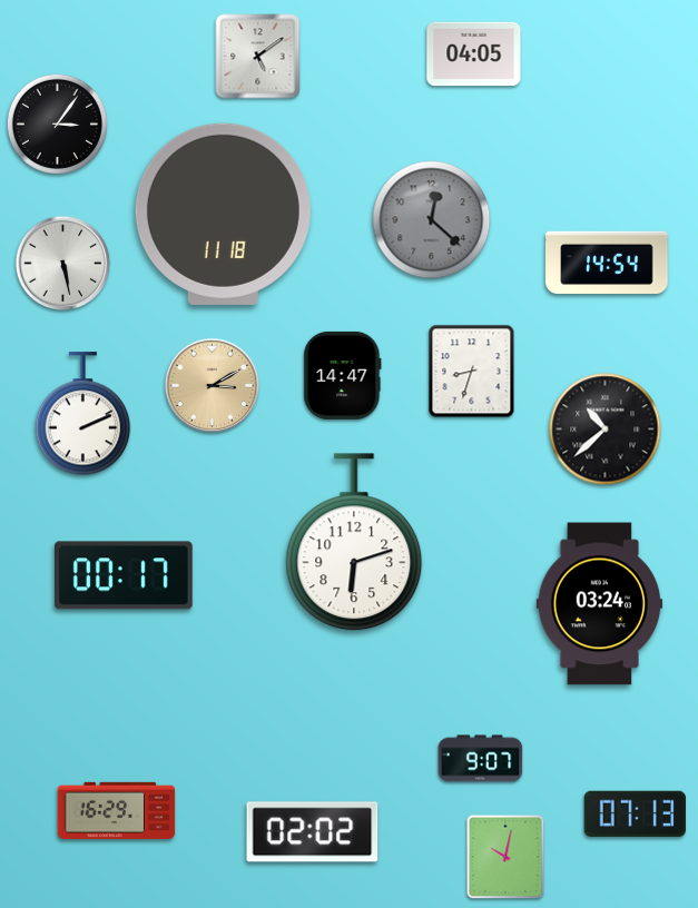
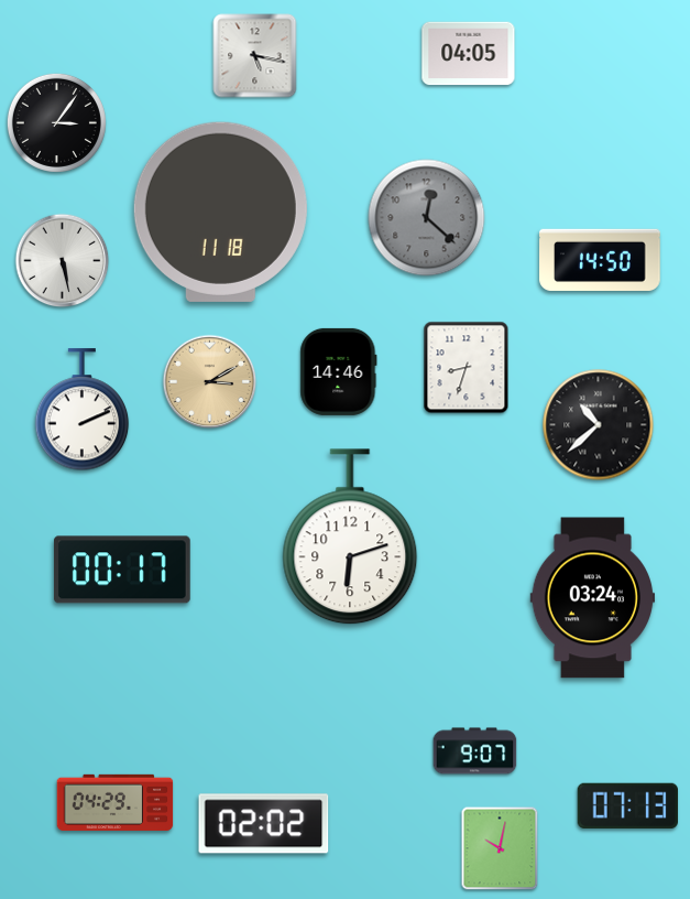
clock at (258, 57): 5:09 -> 5:17
clock at (607, 261): 14:54 -> 14:50
clock at (343, 375): 14:47 -> 14:46
clock at (117, 810): 16:29 -> 04:29
clock at (313, 832) position: (313, 832) -> (264, 824)
